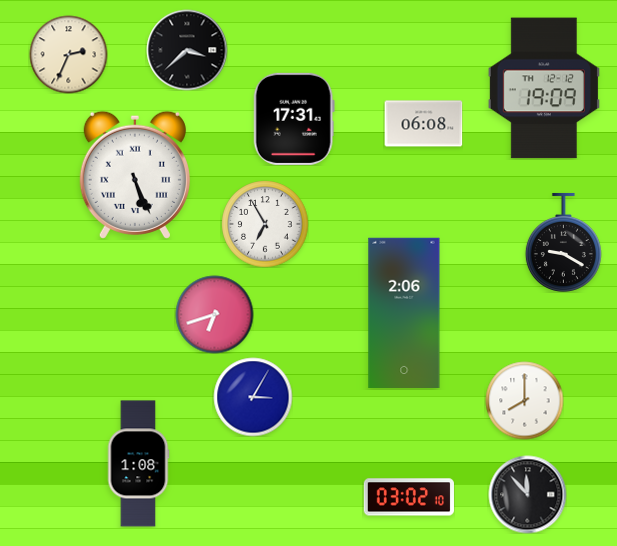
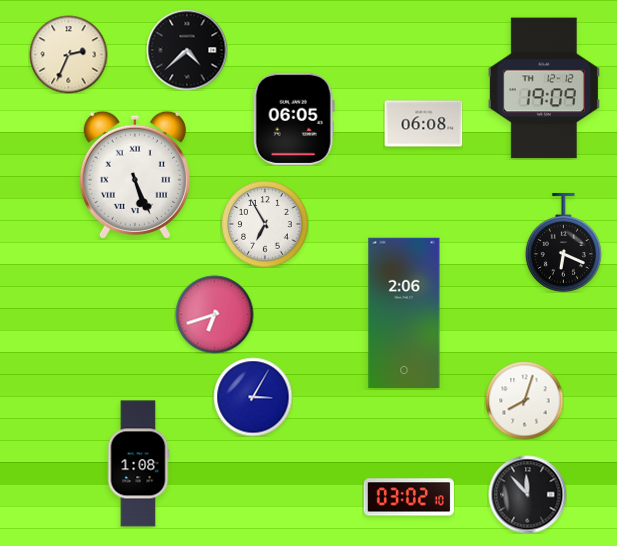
clock at (187, 50): 3:38 -> 4:38
clock at (294, 119): 17:31 -> 06:05
clock at (563, 242): 9:20 -> 6:19
clock at (524, 400): 8:00 -> 8:03
